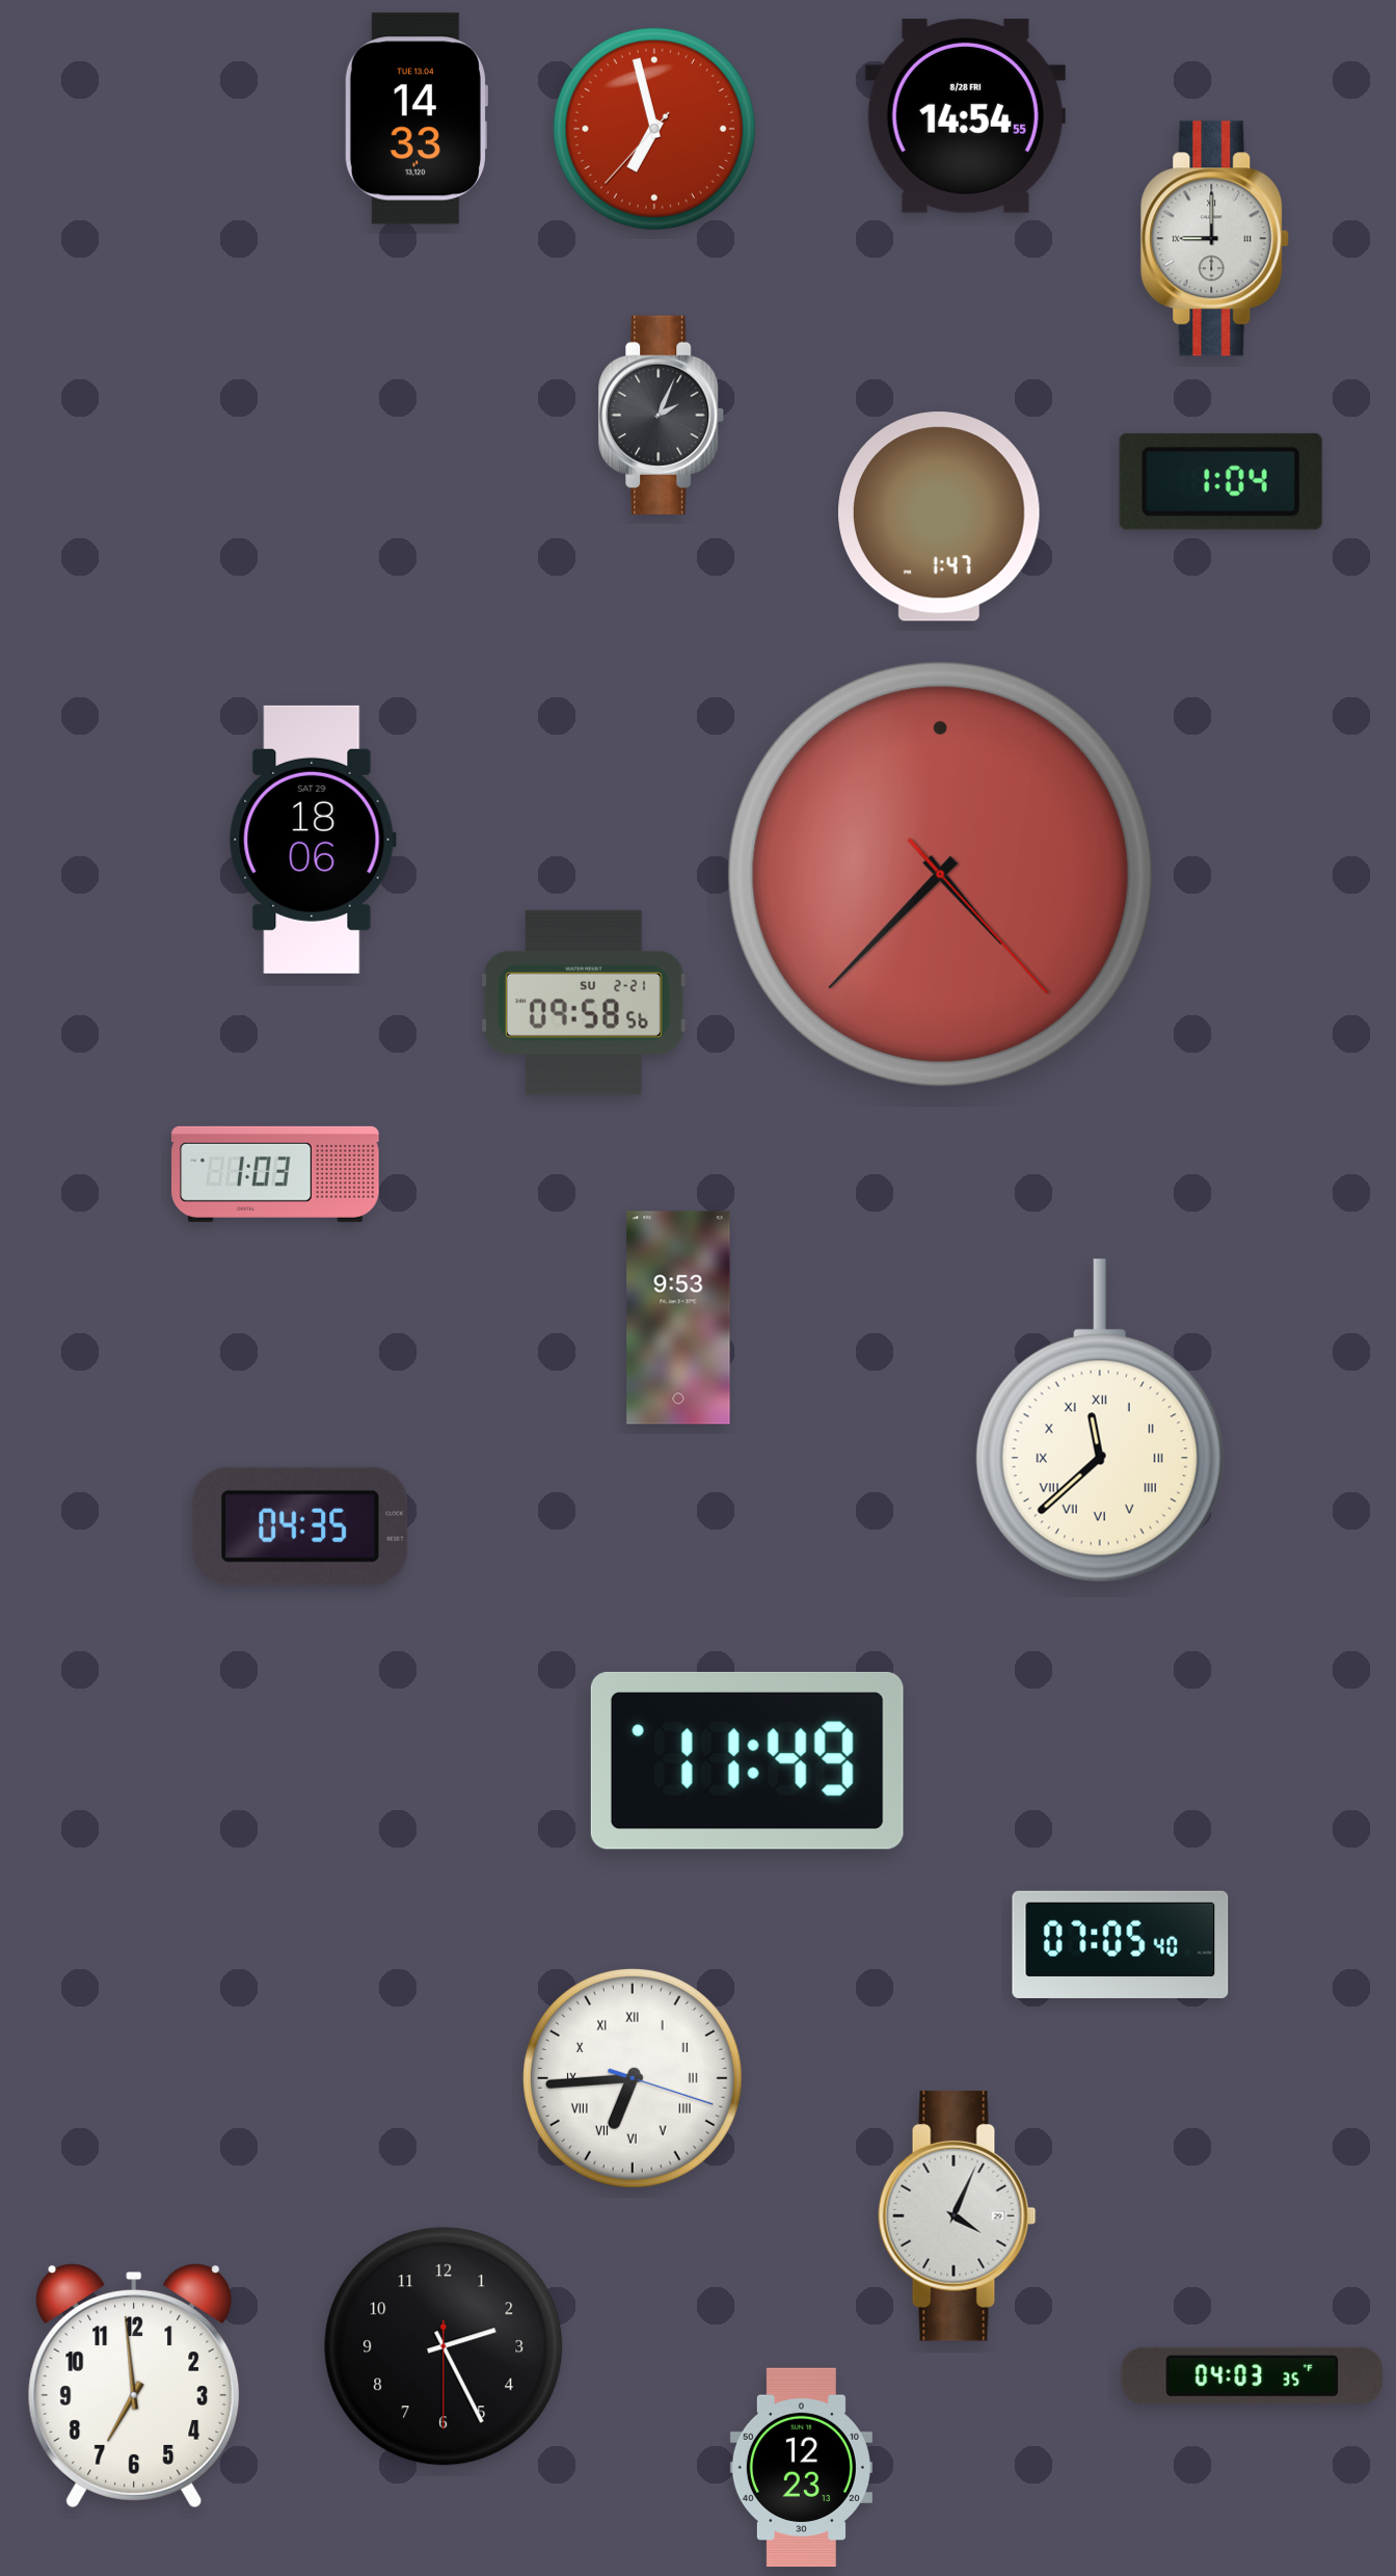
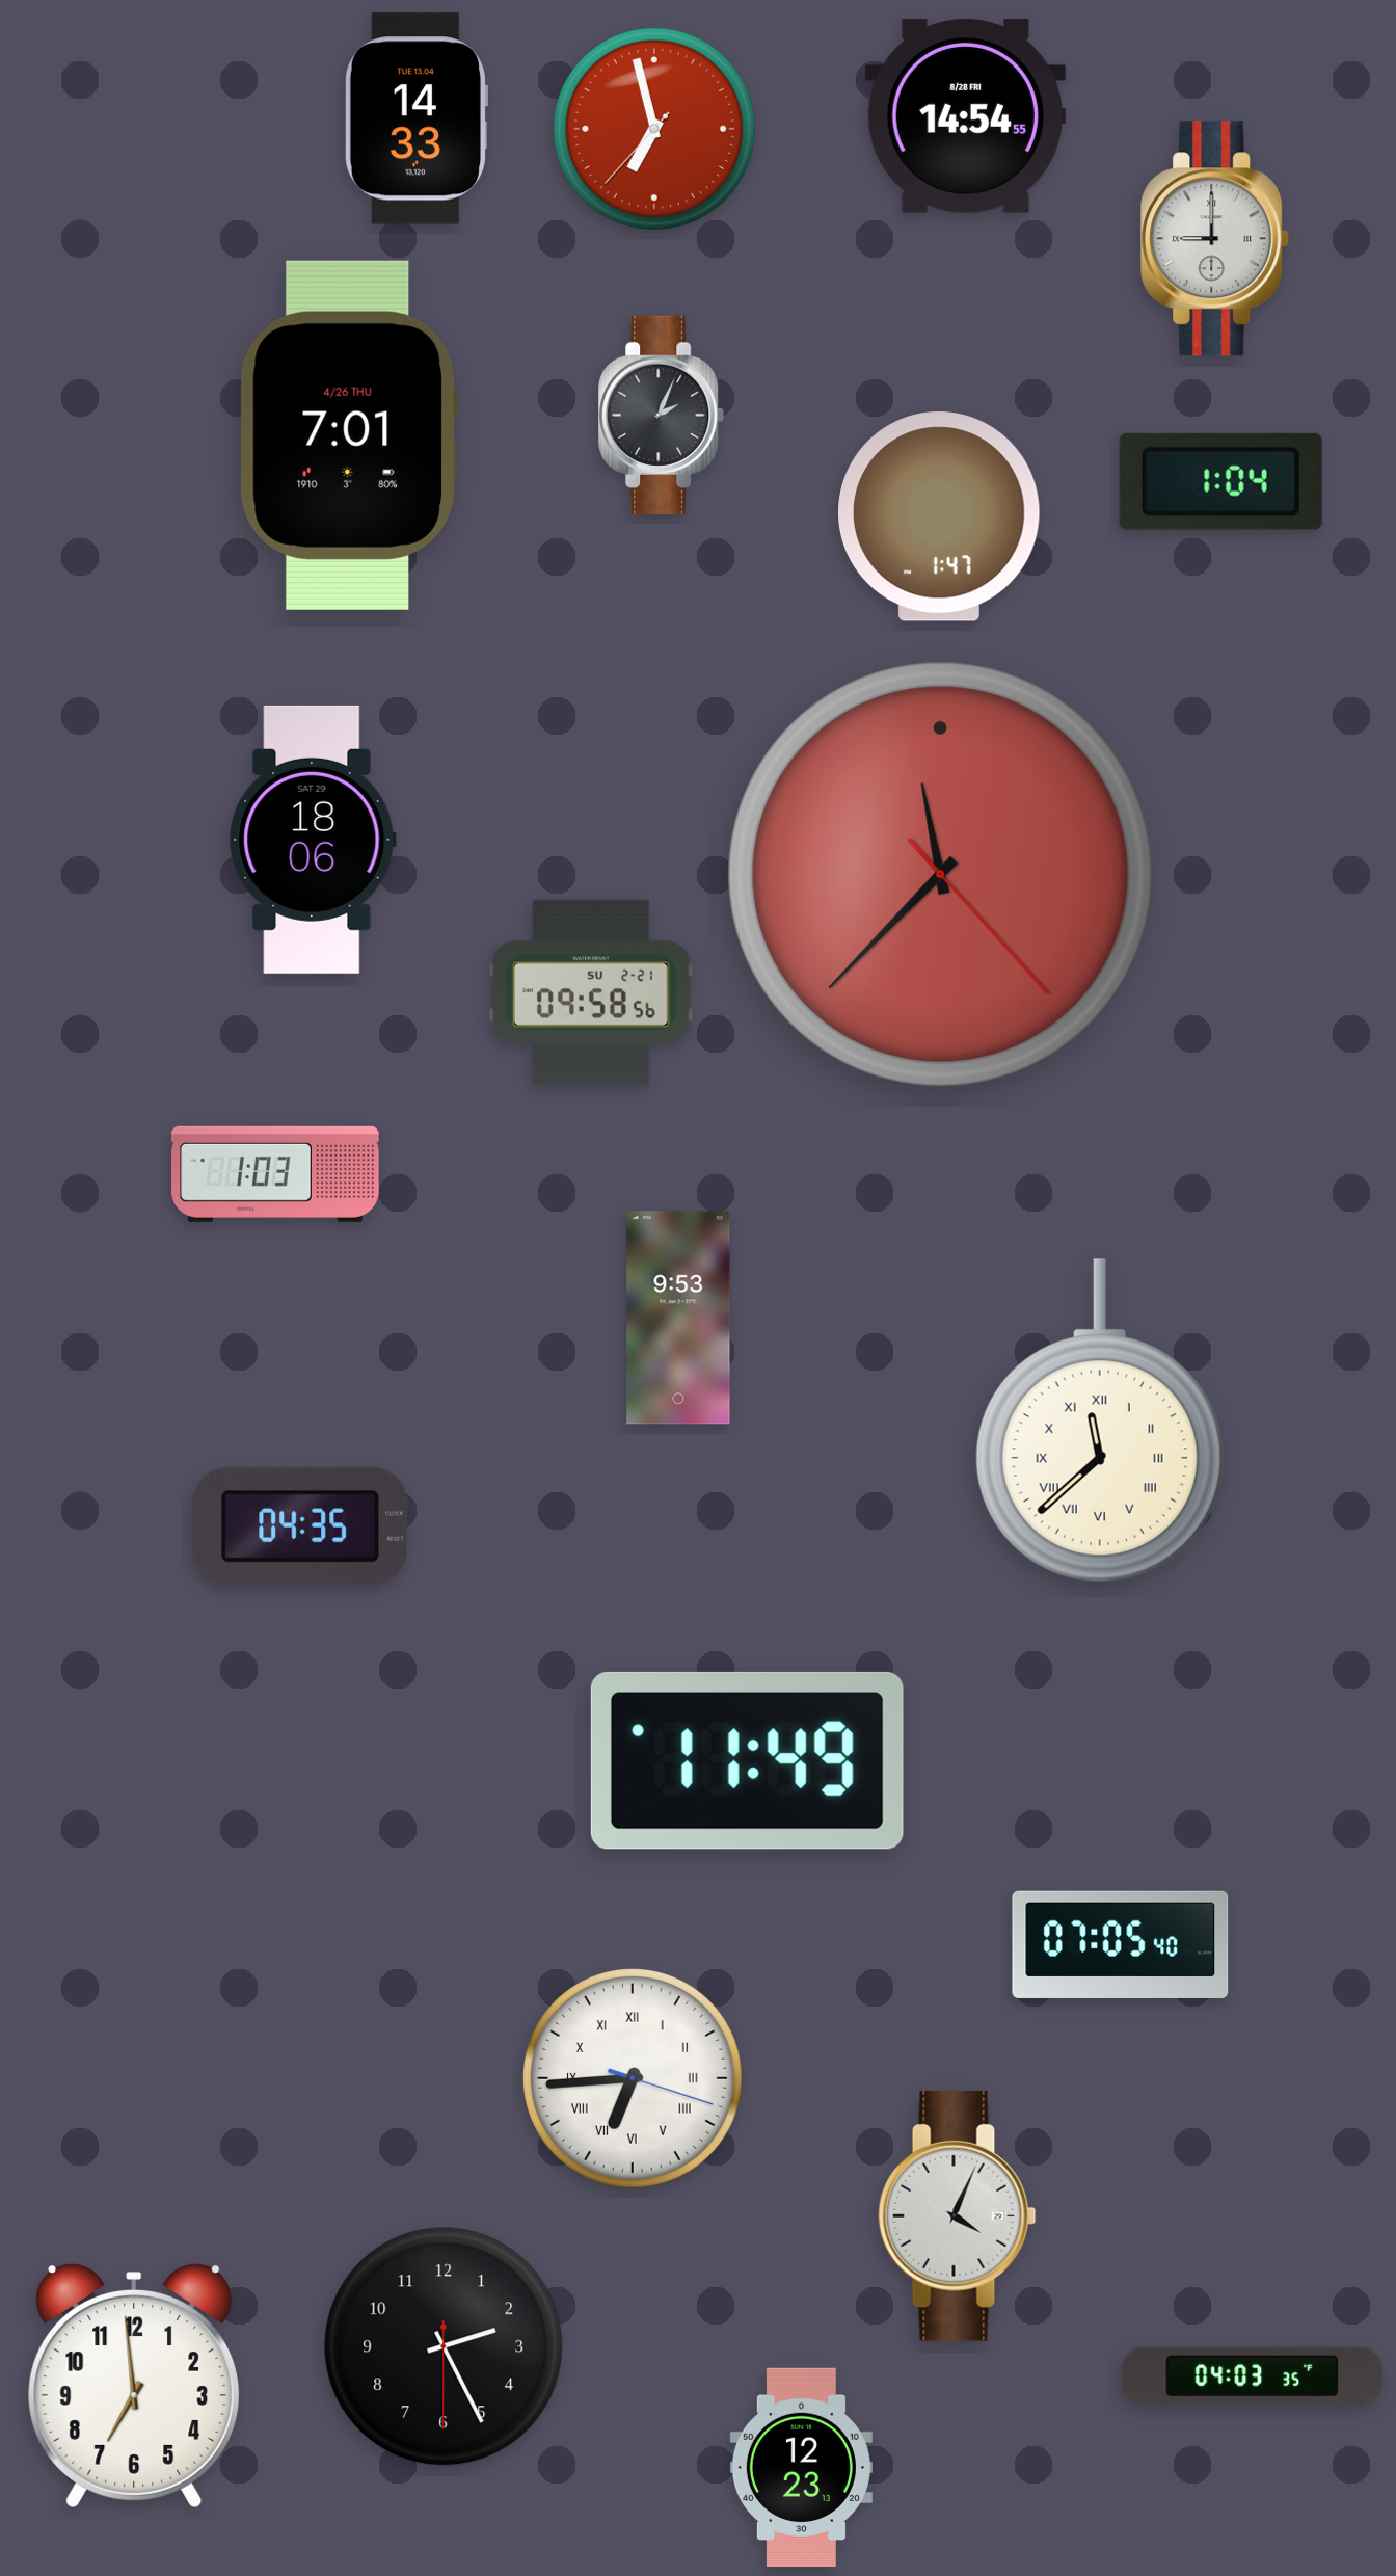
clock at (349, 435): none -> 7:01
clock at (940, 874): 4:37 -> 11:37
clock at (584, 1003) position: (584, 1003) -> (591, 992)
